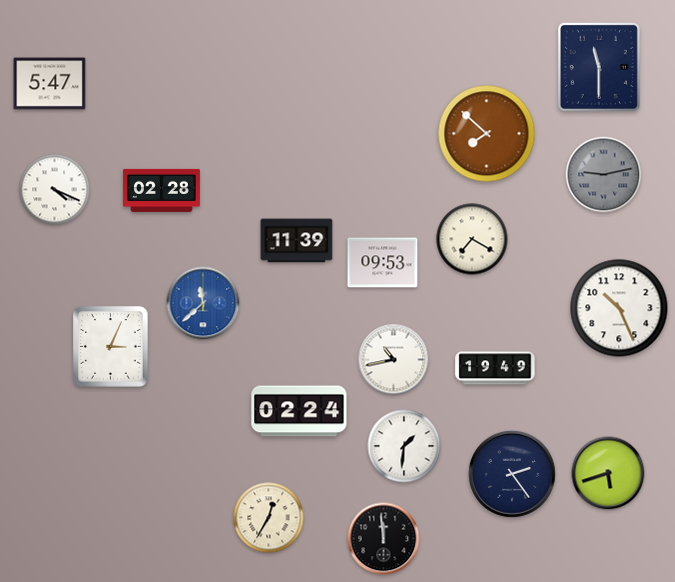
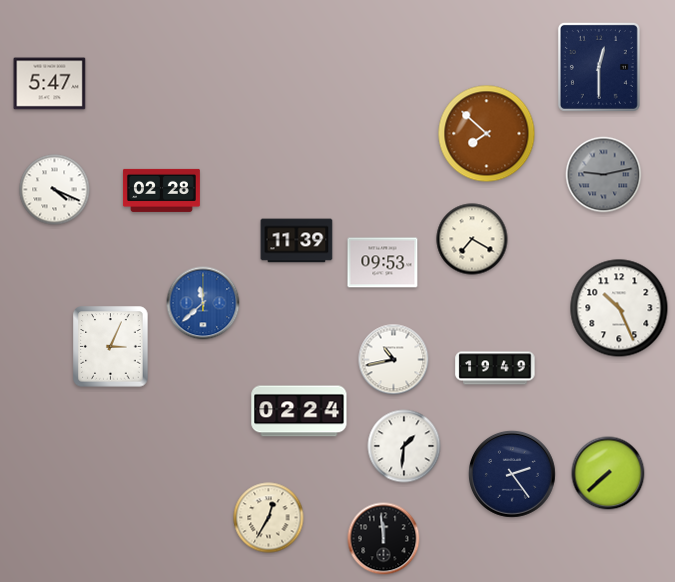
clock at (599, 67): 11:30 -> 12:30
clock at (608, 473): 5:42 -> 7:38
